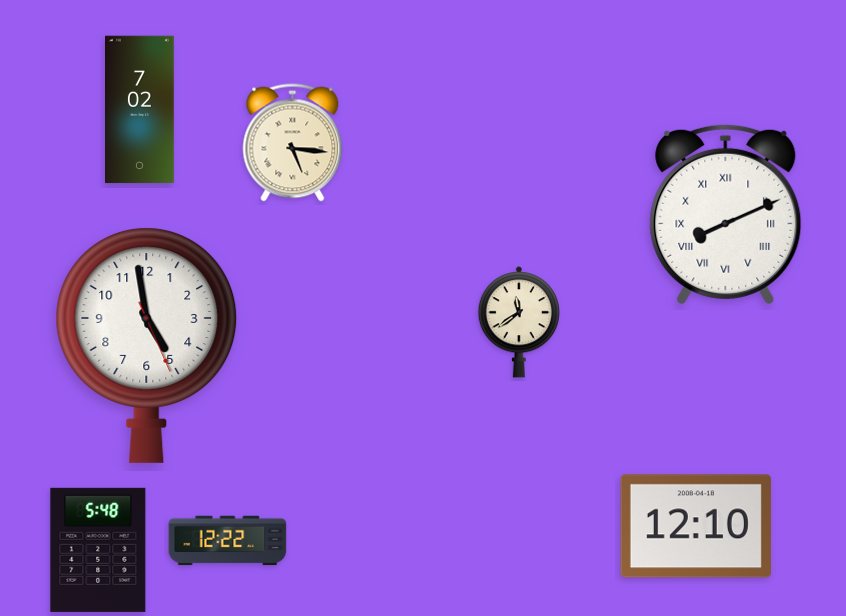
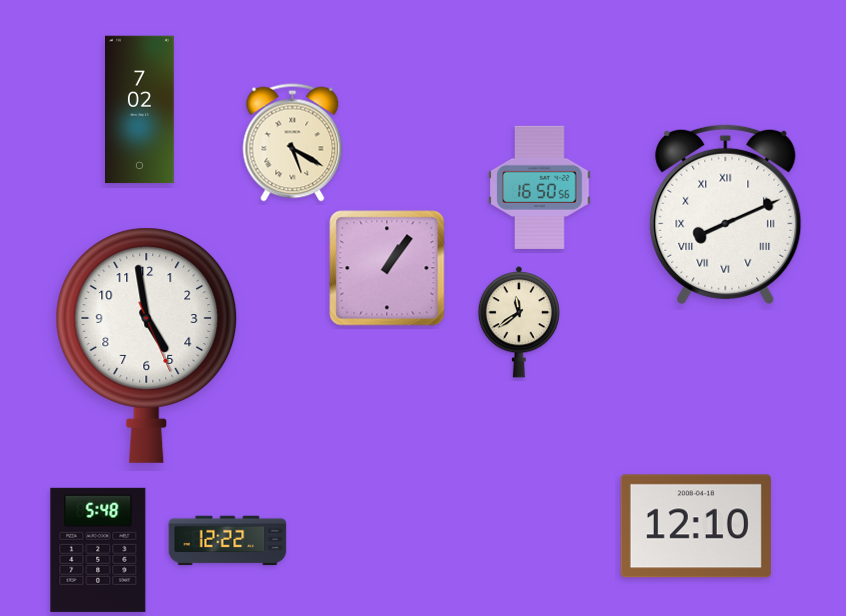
clock at (293, 143): 5:16 -> 5:20
clock at (540, 187): none -> 16:50
clock at (387, 268): none -> 1:06
